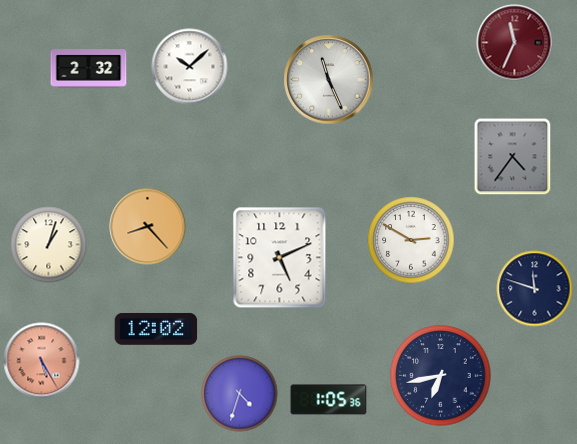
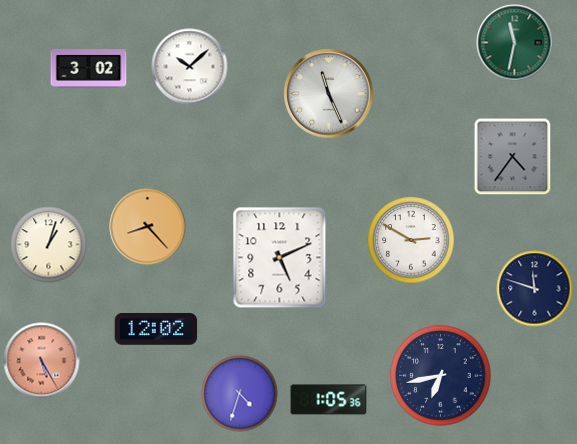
clock at (515, 43): 11:34 -> 11:32
clock at (515, 43) dial: burgundy -> green
clock at (89, 69): 2:32 -> 3:02
clock at (329, 80) position: (329, 80) -> (329, 94)
